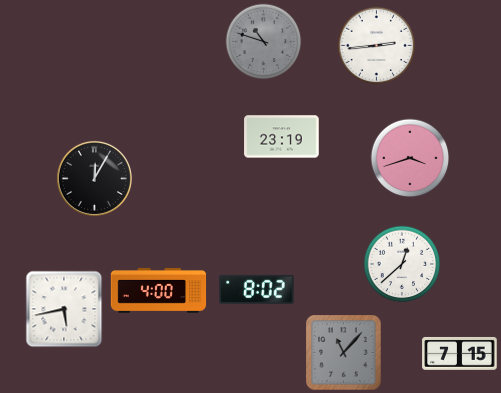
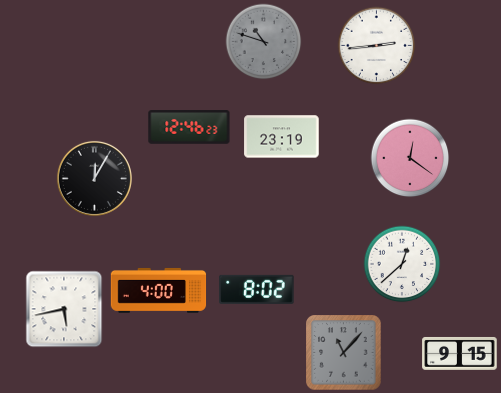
clock at (189, 127): none -> 12:46
clock at (410, 158): 3:42 -> 12:21
clock at (460, 354): 7:15 -> 9:15
